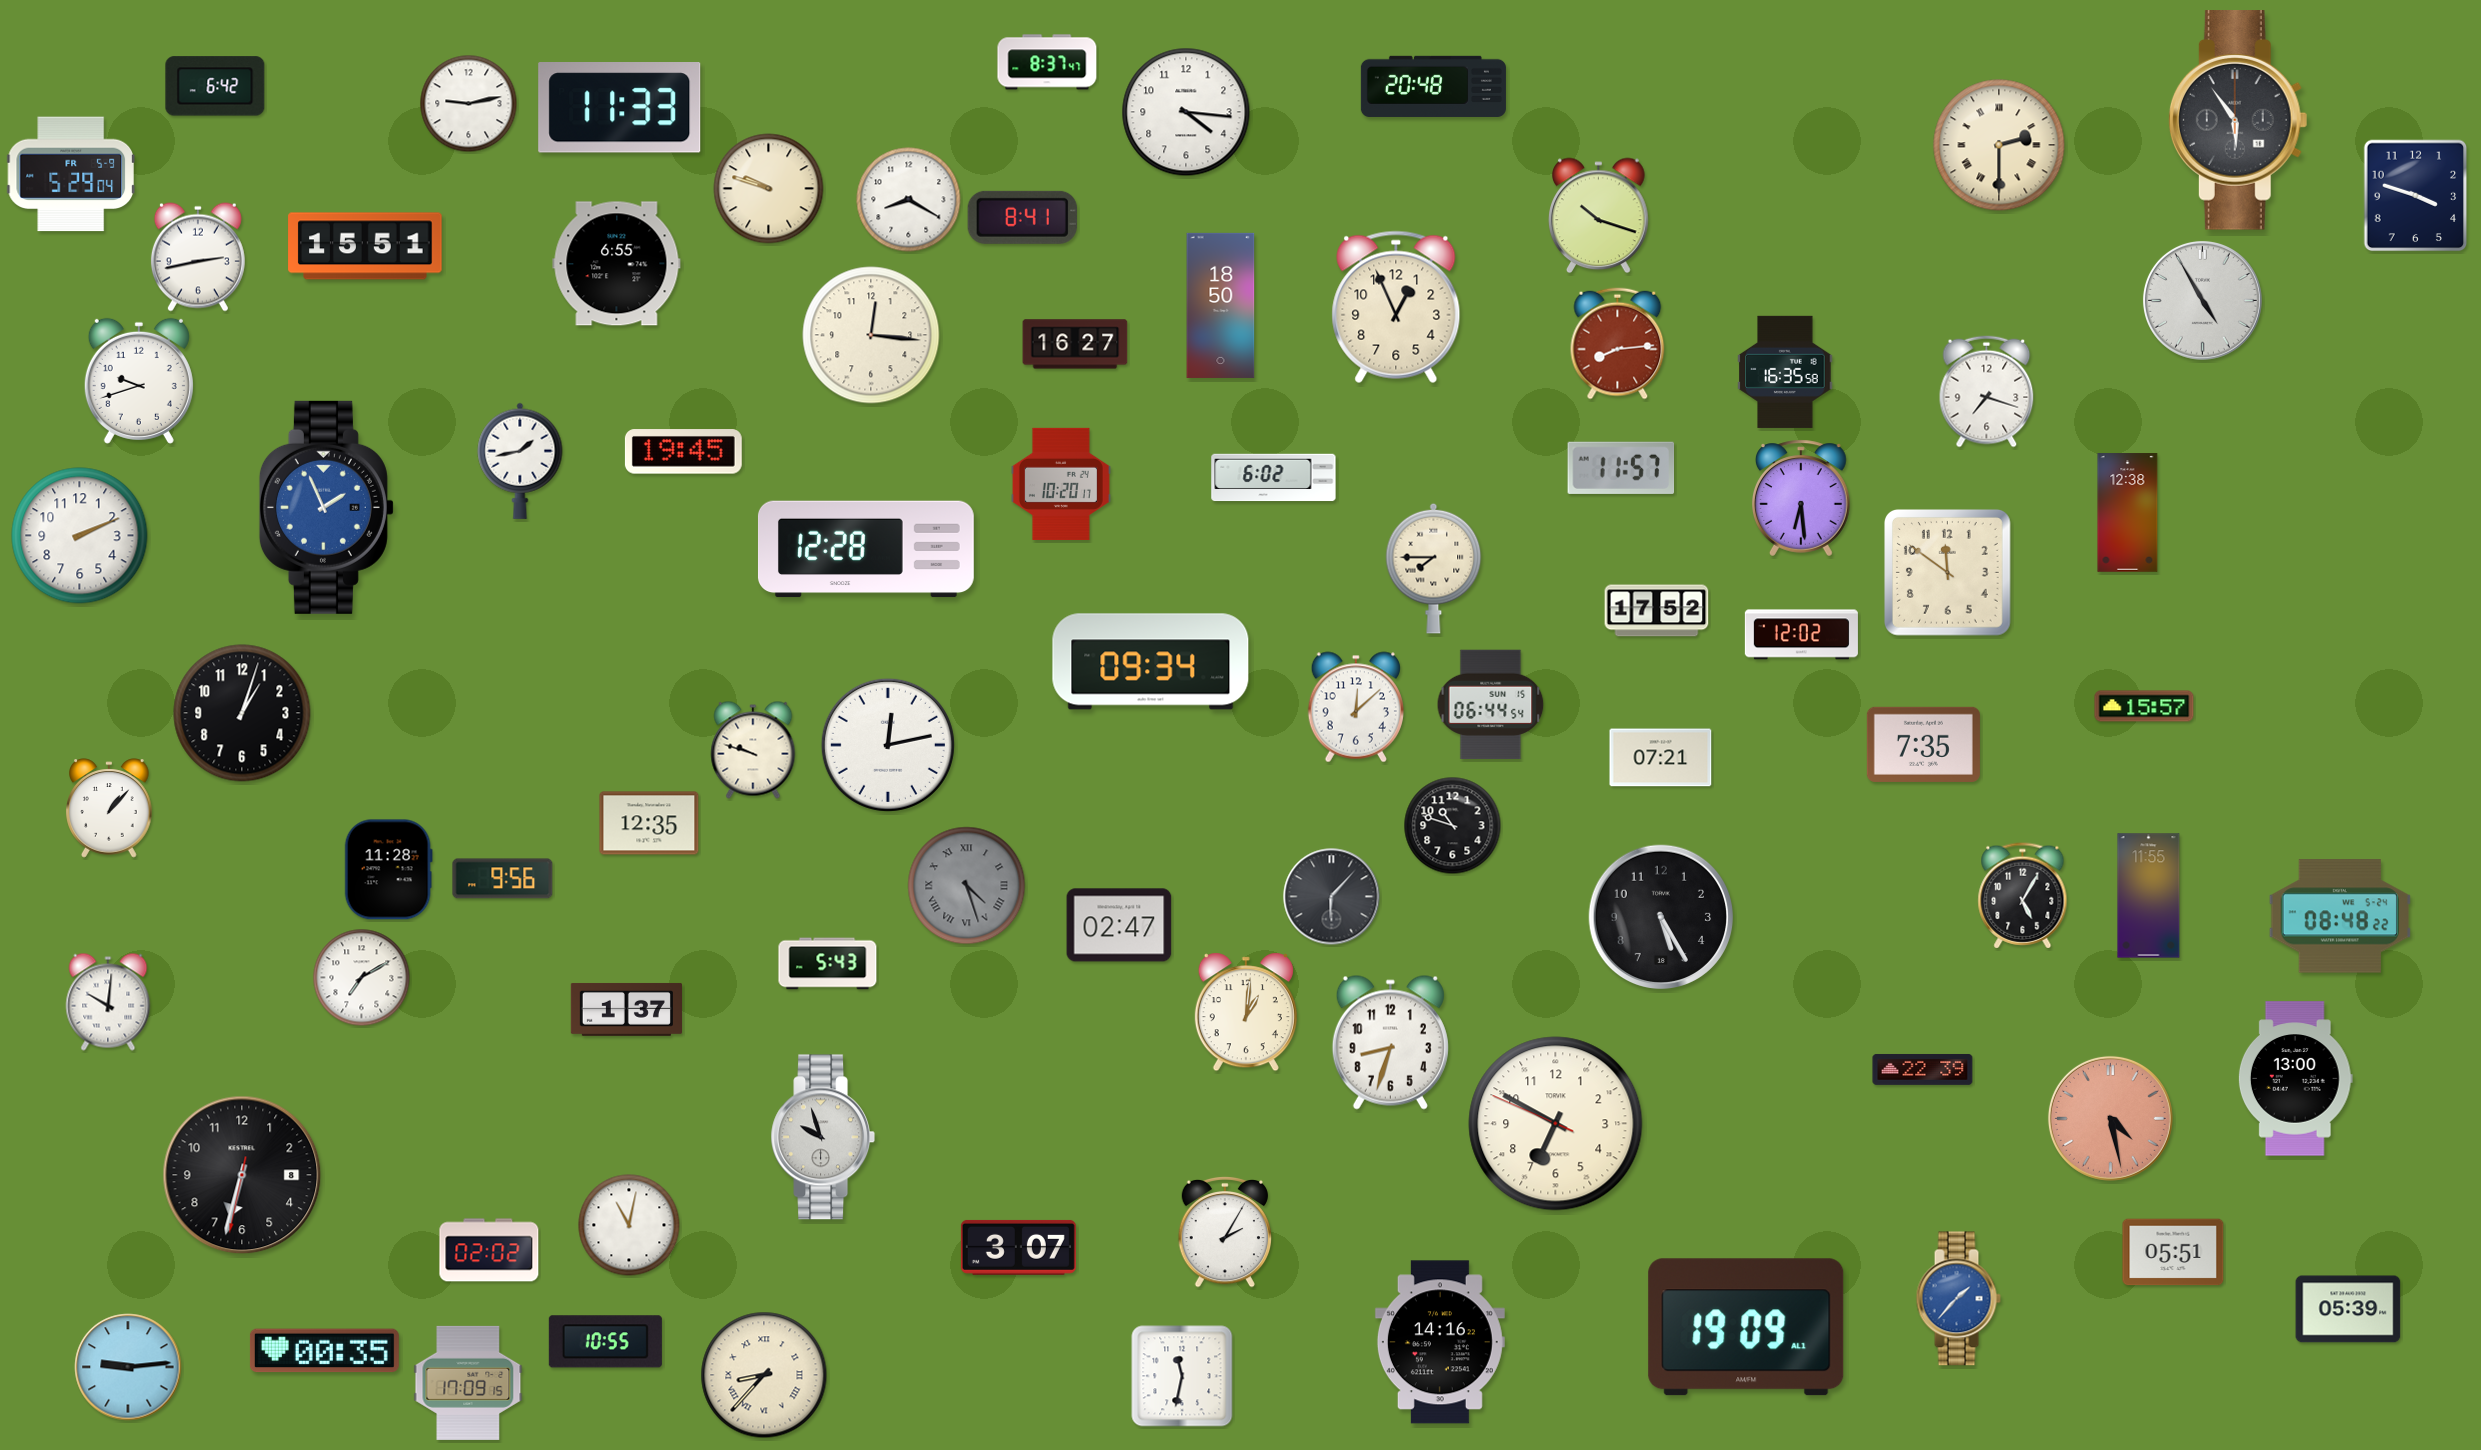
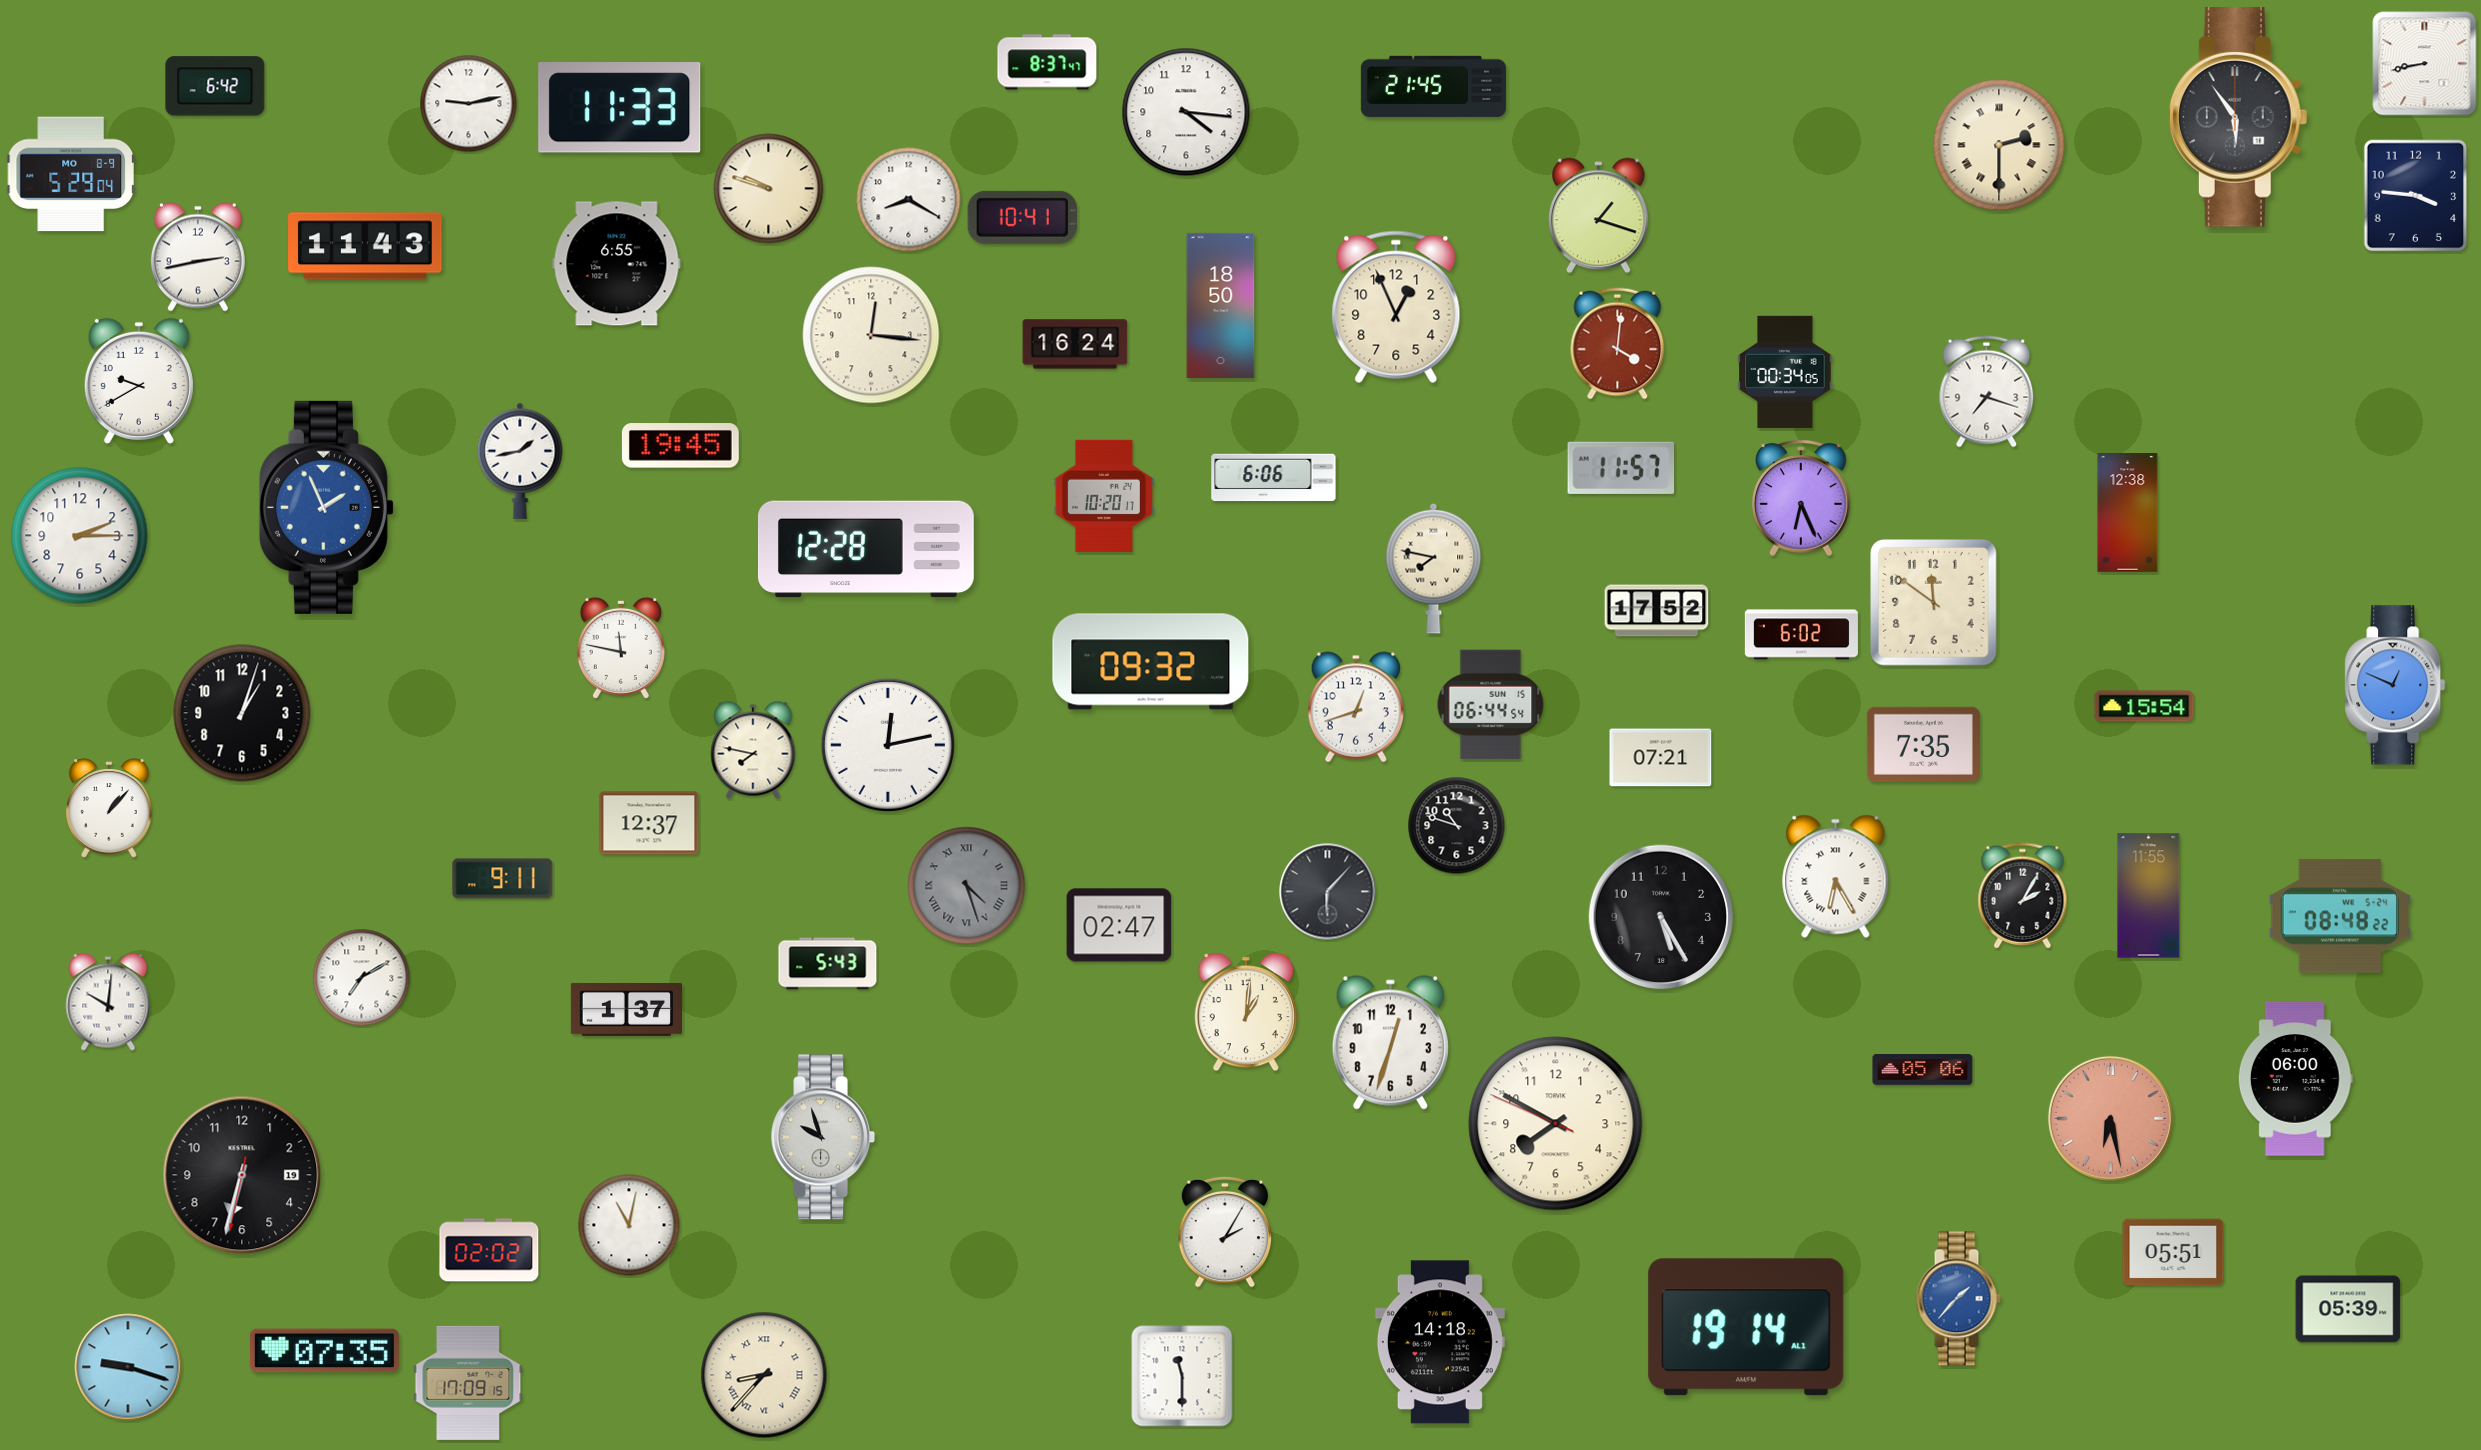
clock at (2425, 64): none -> 8:43
clock at (1433, 86): 20:48 -> 21:45
clock at (2238, 120) position: (2238, 120) -> (2238, 117)
clock at (70, 174) date: FR 5-9 -> MO 8-9
clock at (2416, 196): 3:48 -> 3:46
clock at (1599, 216): 10:18 -> 1:18
clock at (1022, 217): 8:41 -> 10:41
clock at (365, 246): 15:51 -> 11:43
clock at (2202, 300): 4:55 -> none
clock at (1075, 344): 16:27 -> 16:24
clock at (1618, 344): 8:14 -> 4:01
clock at (1785, 372): 16:35 -> 00:34
clock at (139, 381): 9:42 -> 9:40
clock at (683, 452) position: (683, 452) -> (680, 446)
clock at (1274, 478): 6:02 -> 6:06
clock at (1061, 484) position: (1061, 484) -> (1104, 496)
clock at (1802, 498): 6:29 -> 6:26
clock at (80, 536): 2:11 -> 2:15
clock at (1434, 568): 7:45 -> 7:47
clock at (1948, 573) position: (1948, 573) -> (1934, 603)
clock at (1801, 635): 12:02 -> 6:02
clock at (621, 648): none -> 11:47
clock at (1151, 662): 09:34 -> 09:32
clock at (2395, 685): none -> 12:49
clock at (2144, 706): 15:57 -> 15:54
clock at (1356, 707): 12:08 -> 12:42
clock at (753, 750): 9:48 -> 7:47
clock at (649, 823): 12:35 -> 12:37
clock at (1453, 826) position: (1453, 826) -> (1457, 826)
clock at (388, 870): 11:28 -> none
clock at (1836, 876): none -> 6:25
clock at (503, 879): 9:56 -> 9:11
clock at (2023, 896): 5:05 -> 2:05
clock at (1332, 897) position: (1332, 897) -> (1328, 892)
clock at (1390, 1042): 8:33 -> 12:33
clock at (1923, 1070): 22:39 -> 05:06
clock at (2295, 1079): 13:00 -> 06:00
clock at (2110, 1118): 4:28 -> 6:28
clock at (1556, 1124): 6:49 -> 7:49
clock at (242, 1175) date: 8 -> 19
clock at (1018, 1247): 3:07 -> none
clock at (1746, 1327): 19:09 -> 19:14
clock at (605, 1342): 10:55 -> none
clock at (1440, 1342): 14:16 -> 14:18
clock at (324, 1351): 00:35 -> 07:35
clock at (128, 1367): 9:14 -> 9:18
clock at (1182, 1376): 11:32 -> 11:30
